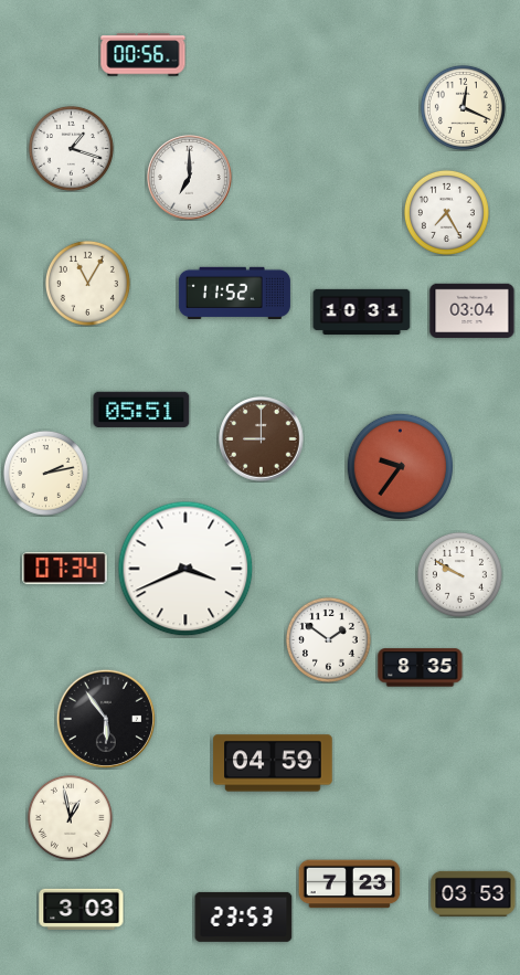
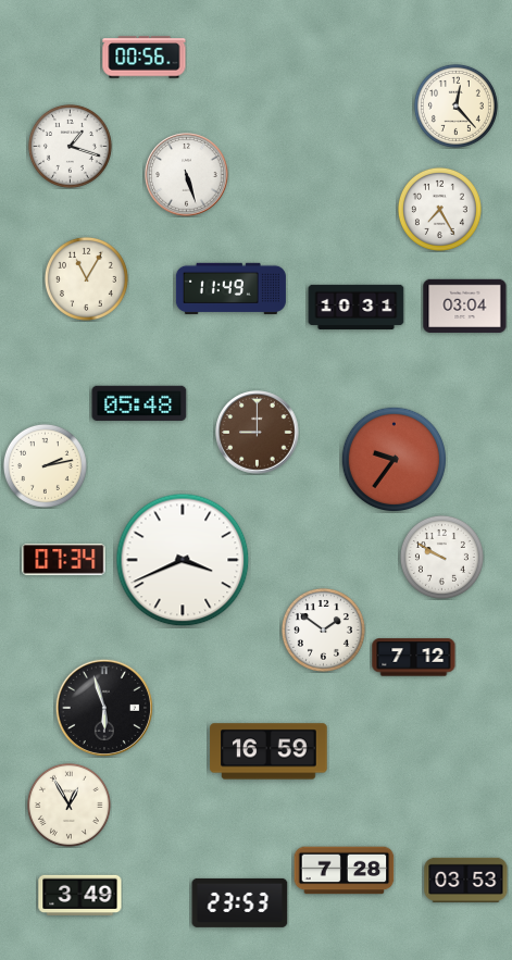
clock at (144, 55) position: (144, 55) -> (145, 58)
clock at (463, 107): 12:19 -> 12:23
clock at (190, 178): 7:00 -> 5:27
clock at (234, 293): 11:52 -> 11:49
clock at (141, 410): 05:51 -> 05:48
clock at (459, 574) position: (459, 574) -> (441, 557)
clock at (421, 668): 8:35 -> 7:12
clock at (106, 719): 5:54 -> 5:57
clock at (273, 763): 04:59 -> 16:59
clock at (70, 817): 12:58 -> 12:55
clock at (350, 884): 7:23 -> 7:28
clock at (82, 909): 3:03 -> 3:49
